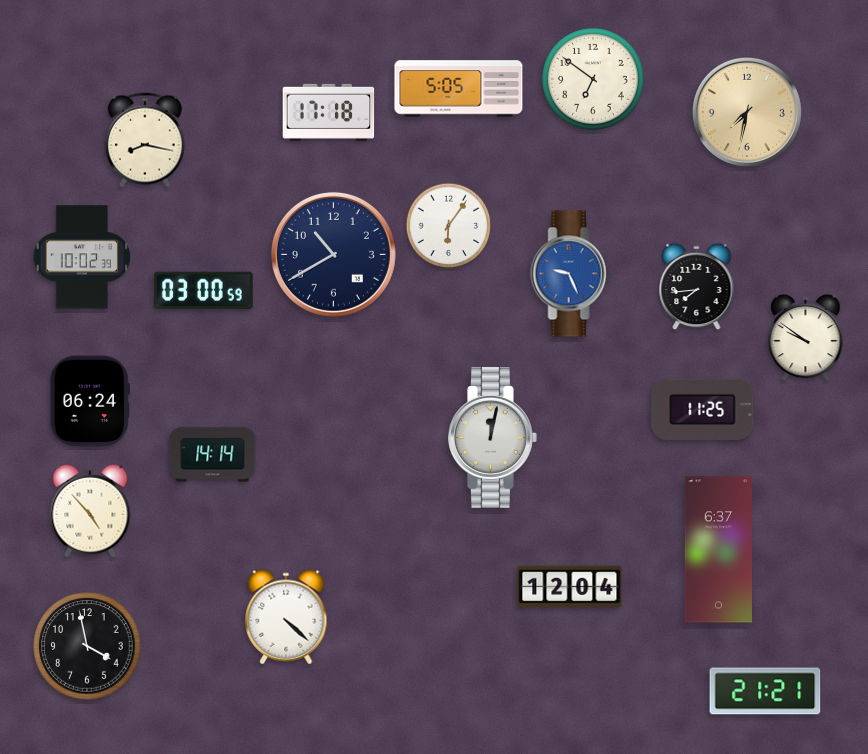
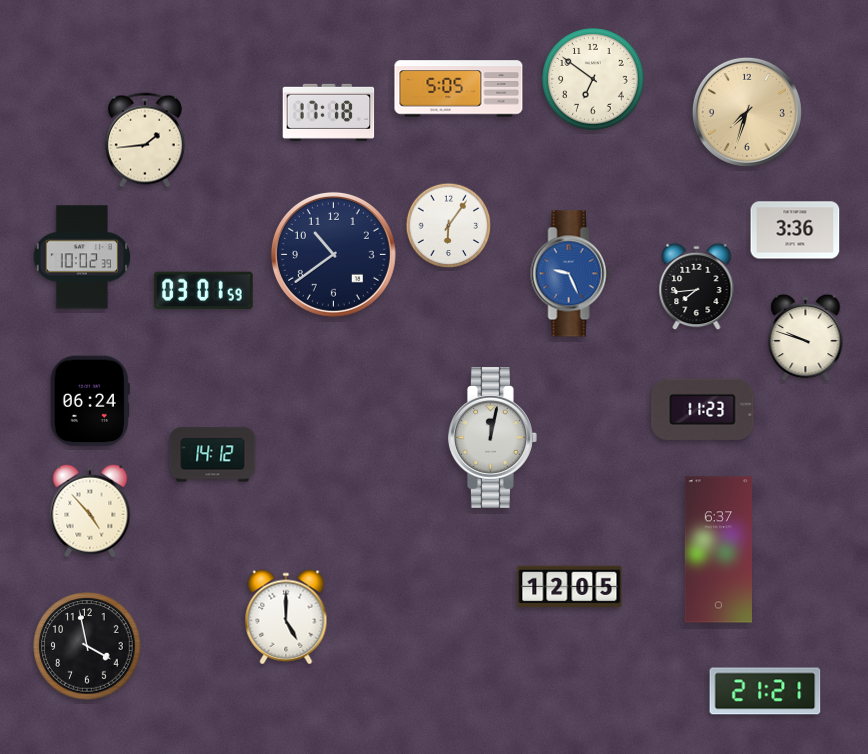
clock at (747, 112): 7:32 -> 7:33
clock at (145, 140): 8:17 -> 1:44
clock at (795, 230): none -> 3:36
clock at (333, 254): 10:40 -> 10:39
clock at (204, 291): 03:00 -> 03:01
clock at (806, 338): 9:51 -> 9:48
clock at (703, 409): 11:25 -> 11:23
clock at (213, 455): 14:14 -> 14:12
clock at (570, 587): 12:04 -> 12:05
clock at (286, 617): 4:22 -> 5:00
